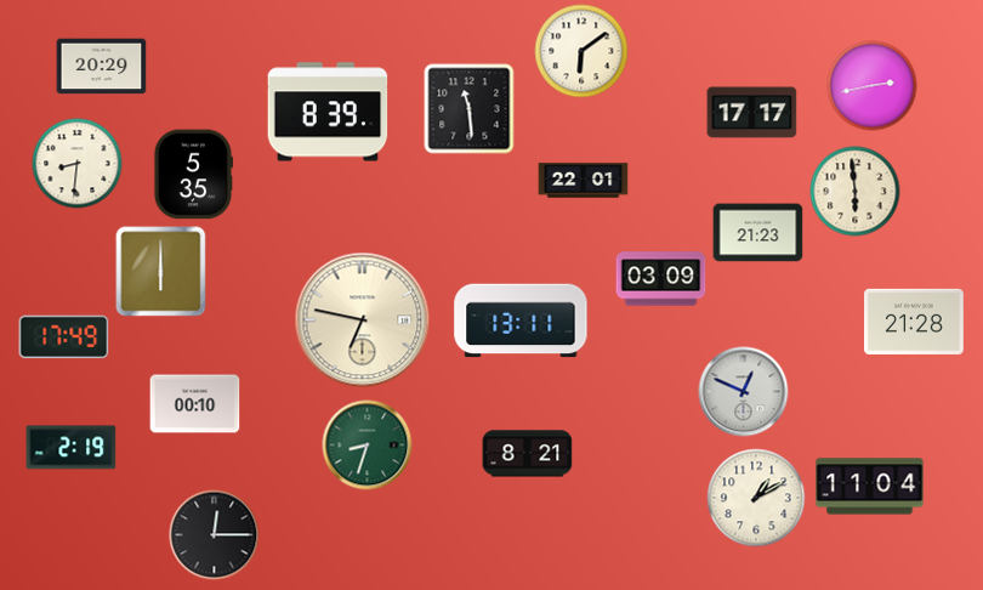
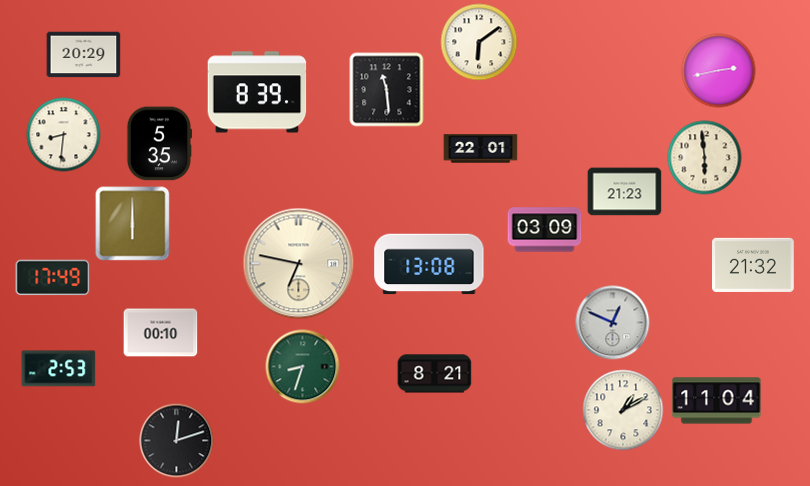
clock at (328, 112) position: (328, 112) -> (257, 92)
clock at (752, 113): 17:17 -> none
clock at (521, 320): 13:11 -> 13:08
clock at (915, 322): 21:28 -> 21:32
clock at (72, 448): 2:19 -> 2:53
clock at (215, 535): 12:15 -> 12:12
